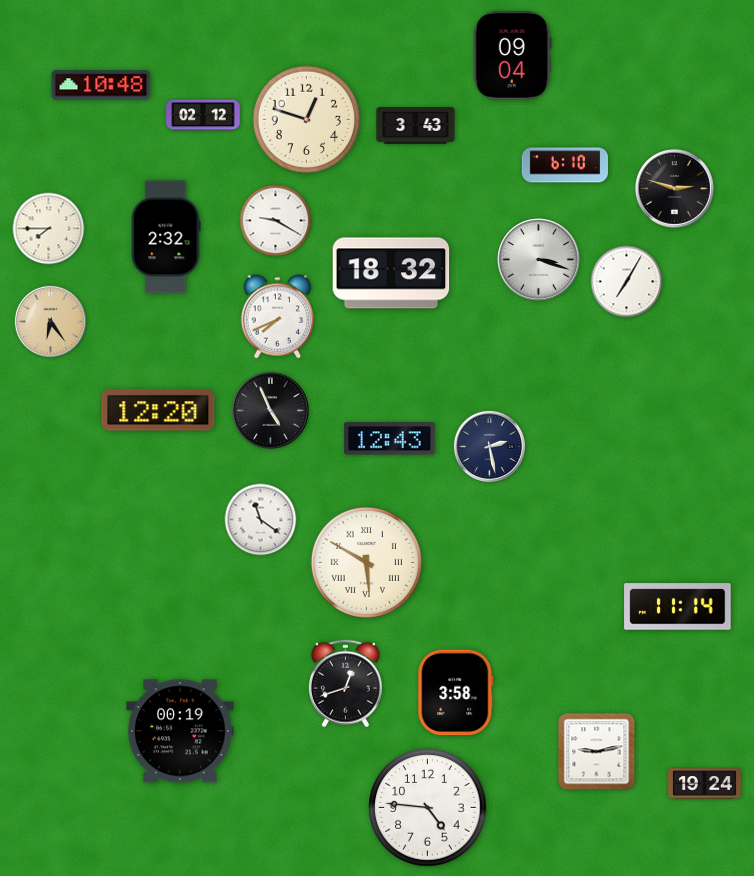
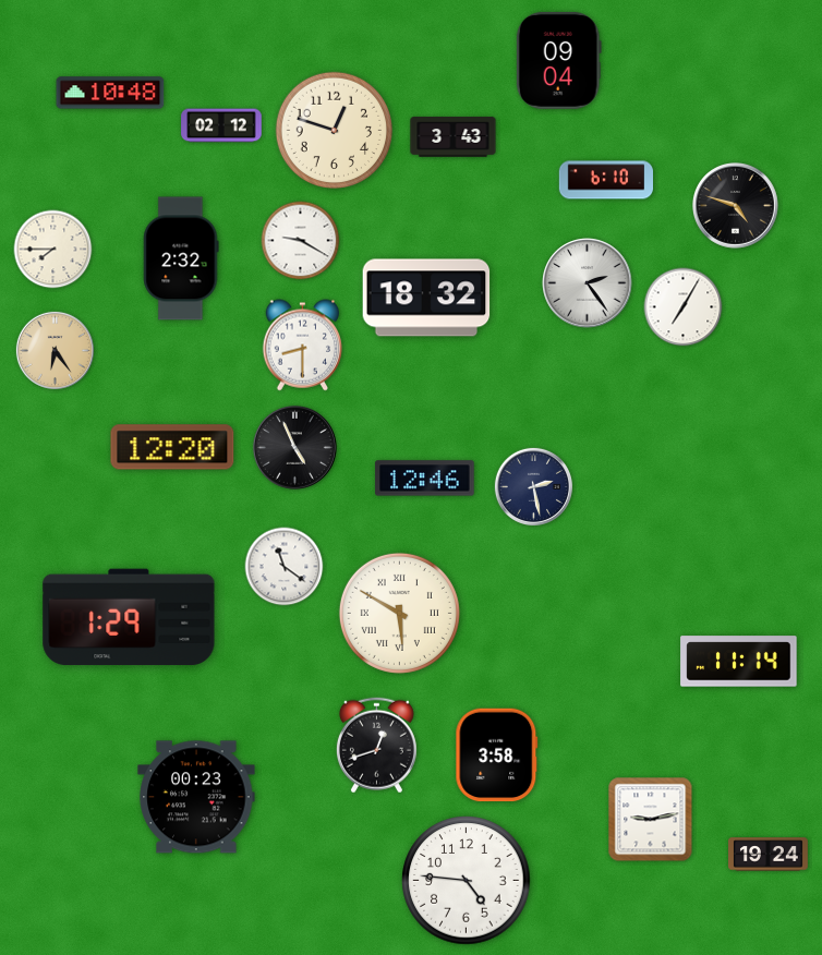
clock at (564, 165) position: (564, 165) -> (605, 180)
clock at (675, 189): 2:48 -> 4:48
clock at (539, 260): 3:18 -> 2:24
clock at (278, 317): 7:41 -> 8:30
clock at (390, 439): 12:43 -> 12:46
clock at (129, 617): none -> 1:29
clock at (180, 731): 00:19 -> 00:23
